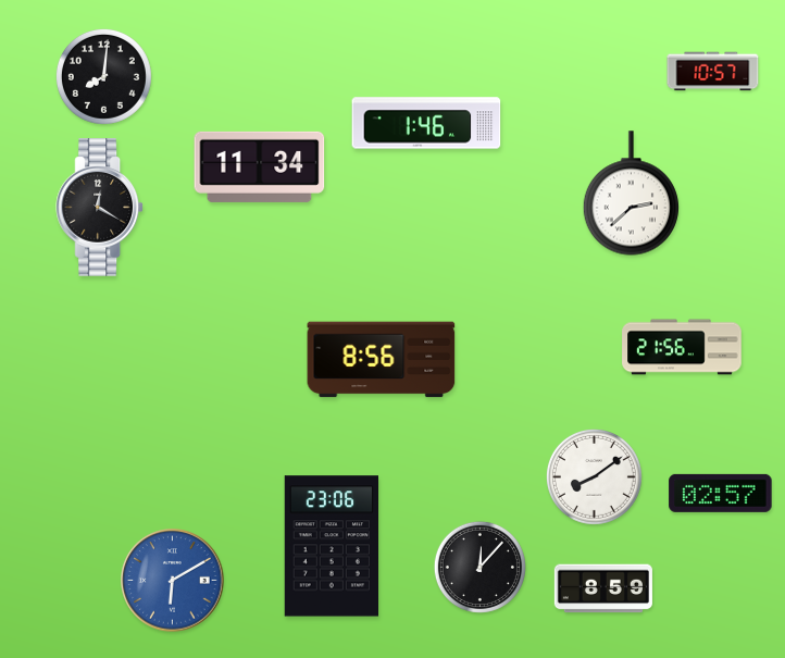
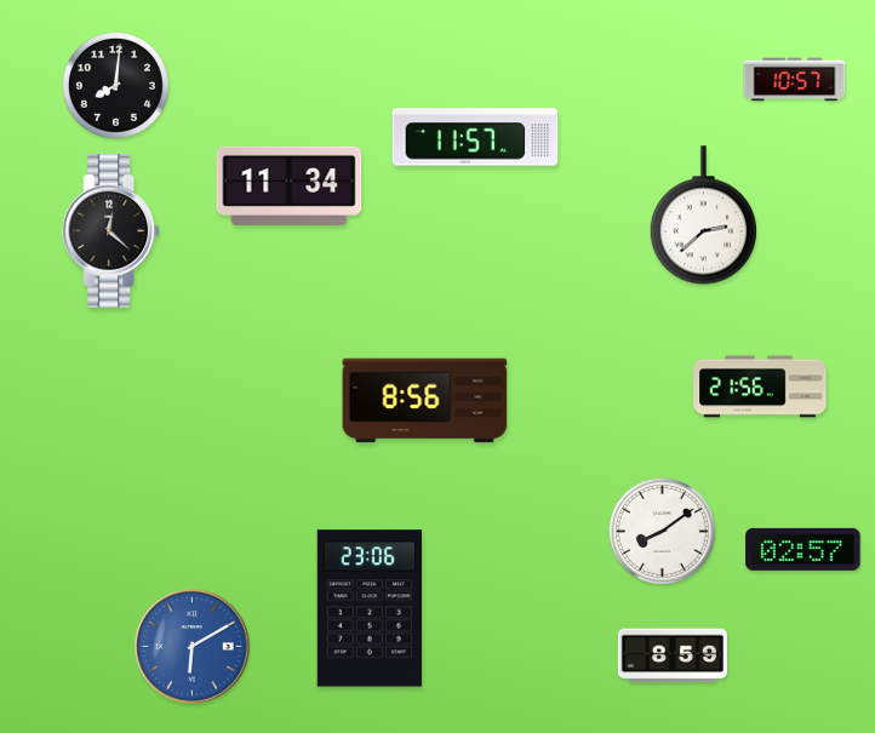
clock at (426, 123): 1:46 -> 11:57
clock at (100, 208): 12:20 -> 12:22
clock at (479, 567): 12:07 -> none
